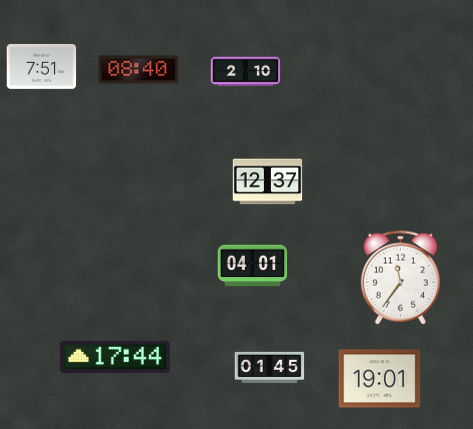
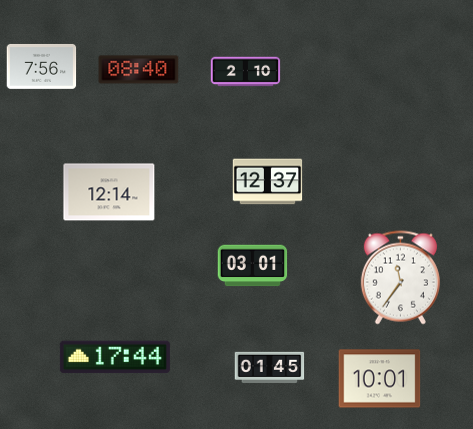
clock at (42, 66): 7:51 -> 7:56
clock at (109, 192): none -> 12:14
clock at (253, 266): 04:01 -> 03:01
clock at (380, 379): 19:01 -> 10:01
